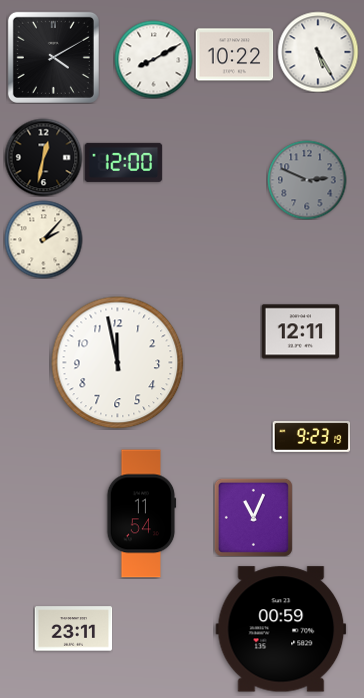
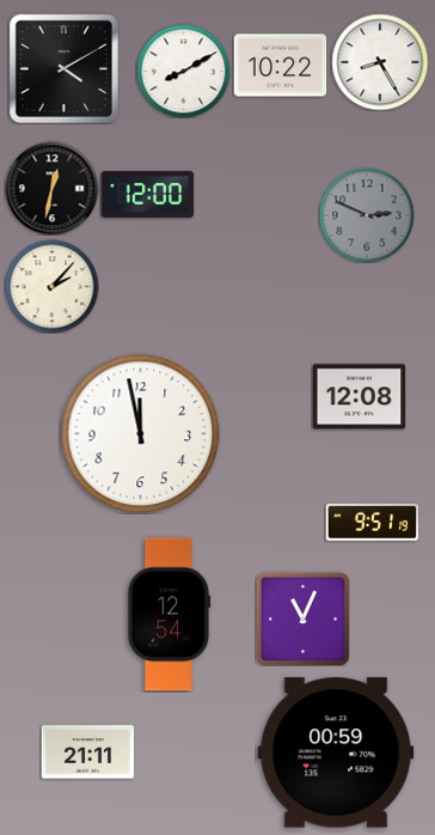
clock at (318, 52): 5:25 -> 8:25
clock at (300, 332): 12:11 -> 12:08
clock at (311, 437): 9:23 -> 9:51
clock at (142, 514): 11:54 -> 12:54
clock at (73, 629): 23:11 -> 21:11
